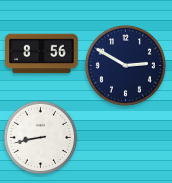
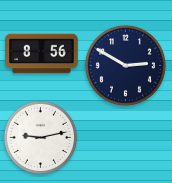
clock at (41, 138): 8:43 -> 9:13
